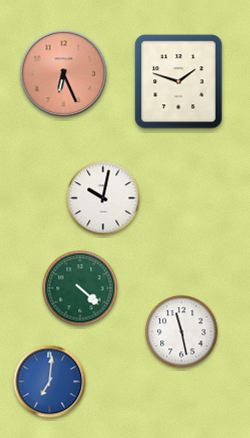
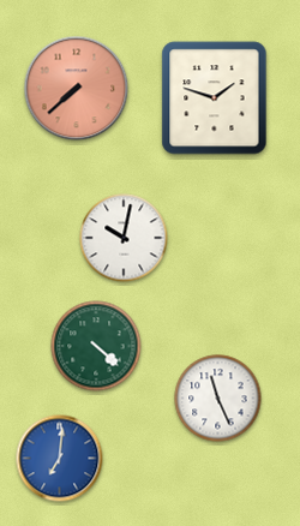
clock at (64, 74): 6:26 -> 7:38
clock at (182, 332): 11:28 -> 11:26
